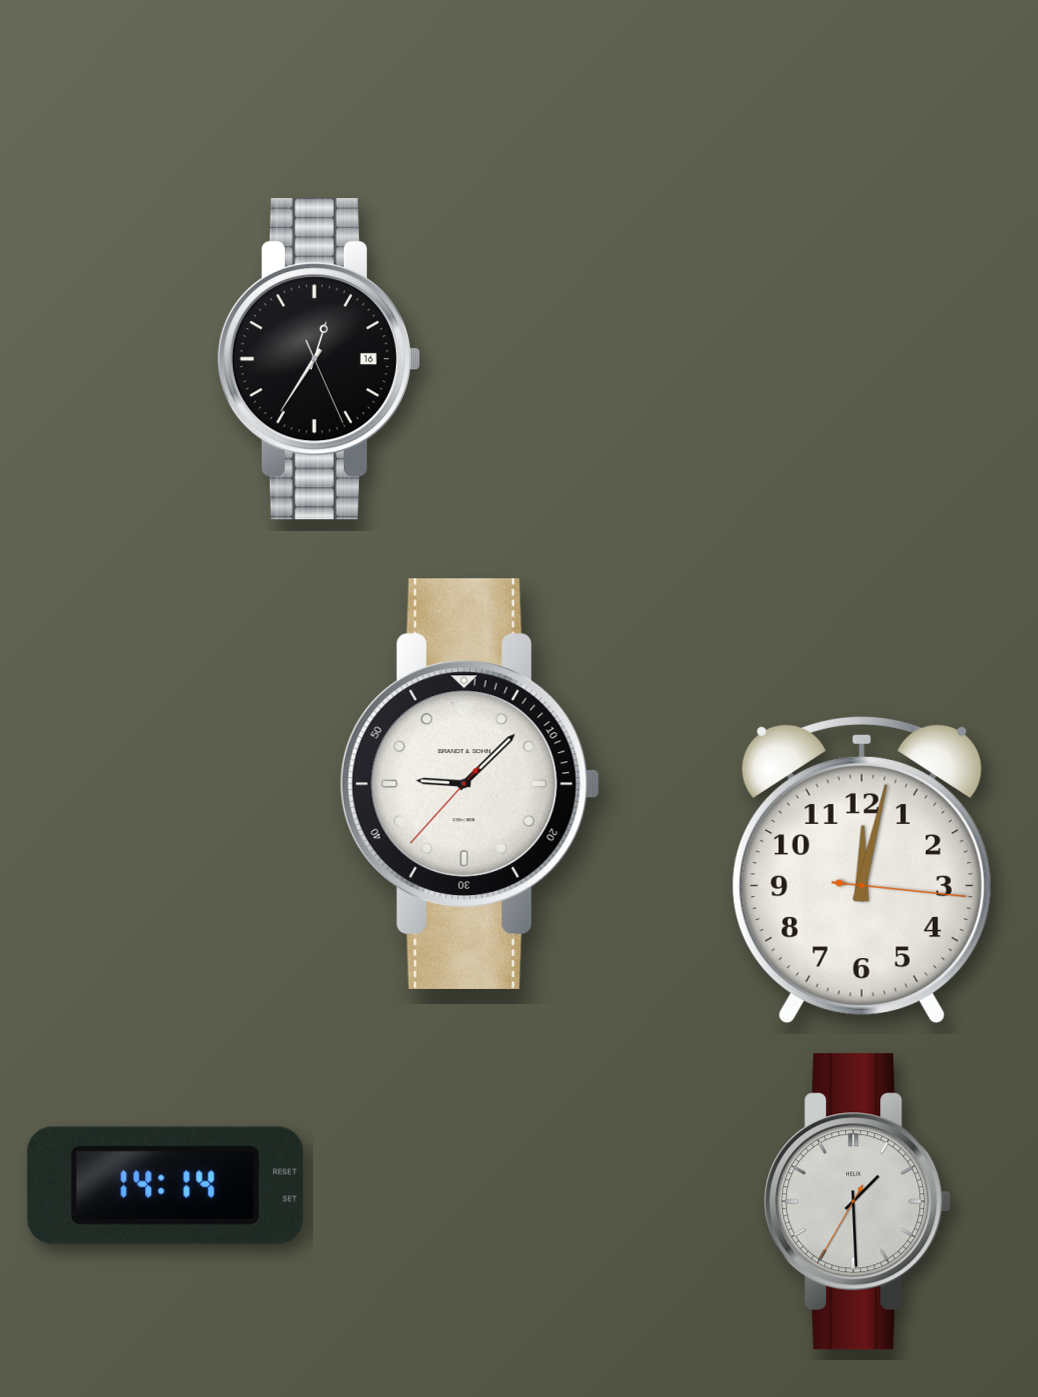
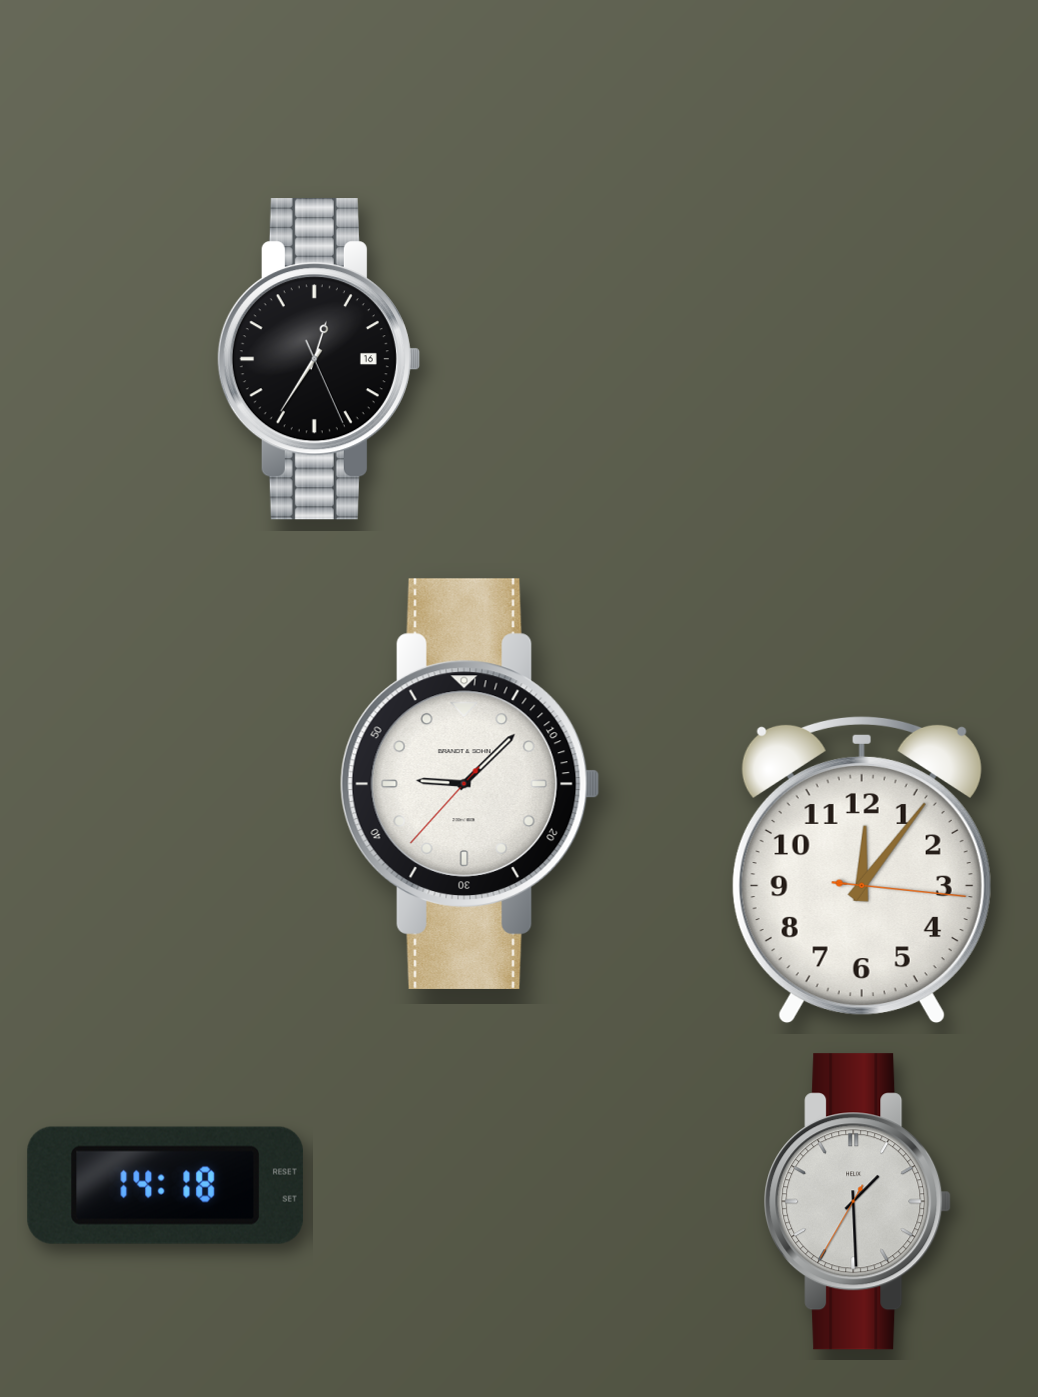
clock at (862, 870): 12:02 -> 12:06
clock at (165, 1185): 14:14 -> 14:18
